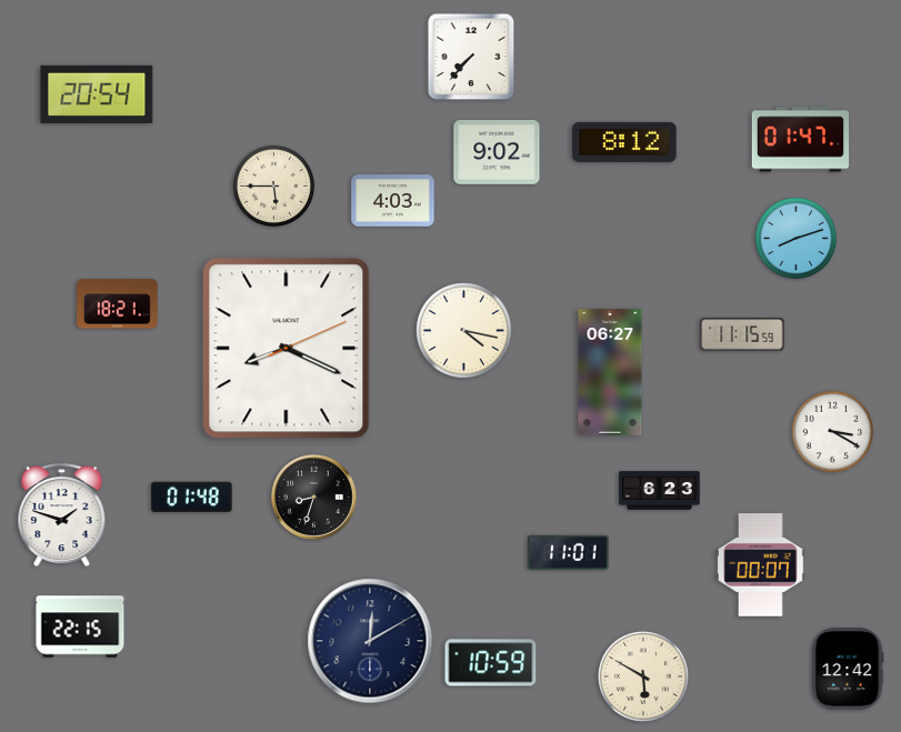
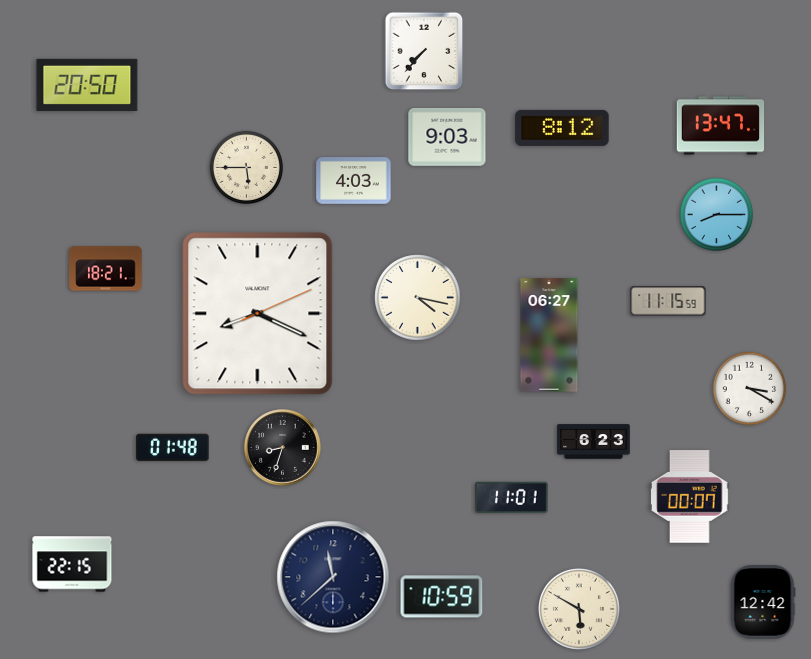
clock at (97, 94): 20:54 -> 20:50
clock at (801, 140): 01:47 -> 13:47
clock at (497, 153): 9:02 -> 9:03
clock at (797, 239): 8:12 -> 8:15
clock at (118, 304) position: (118, 304) -> (106, 269)
clock at (62, 515): 1:48 -> none
clock at (761, 565) position: (761, 565) -> (690, 497)
clock at (370, 641): 12:10 -> 11:38
